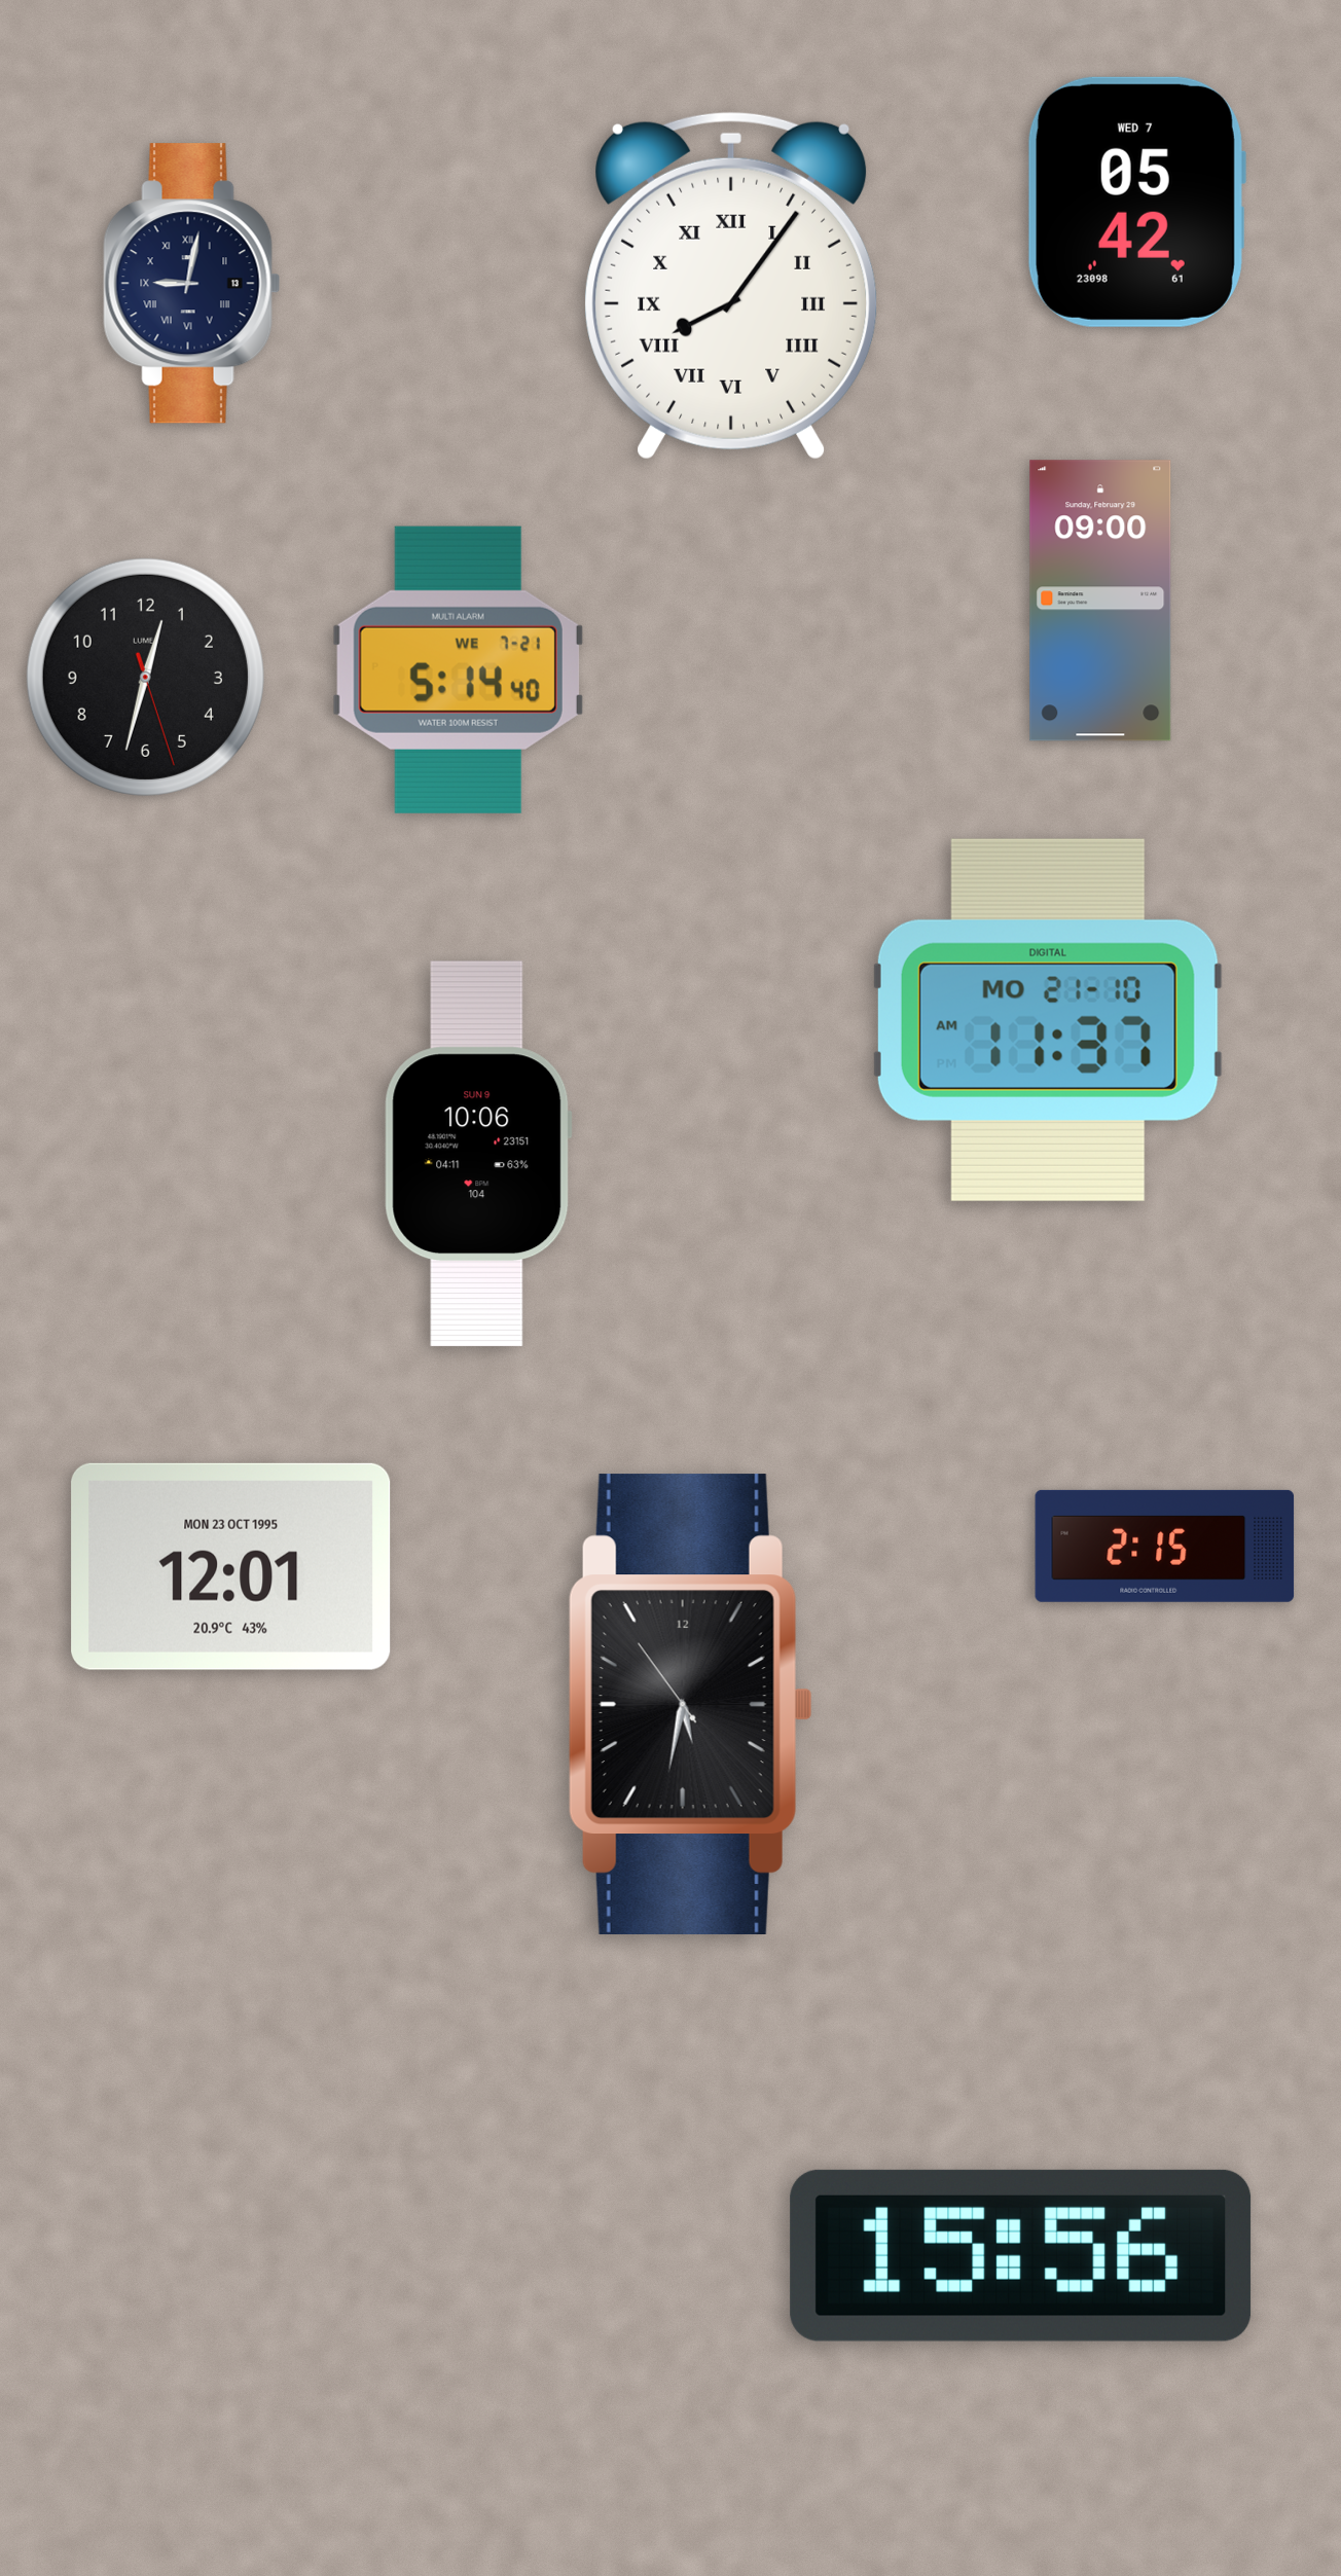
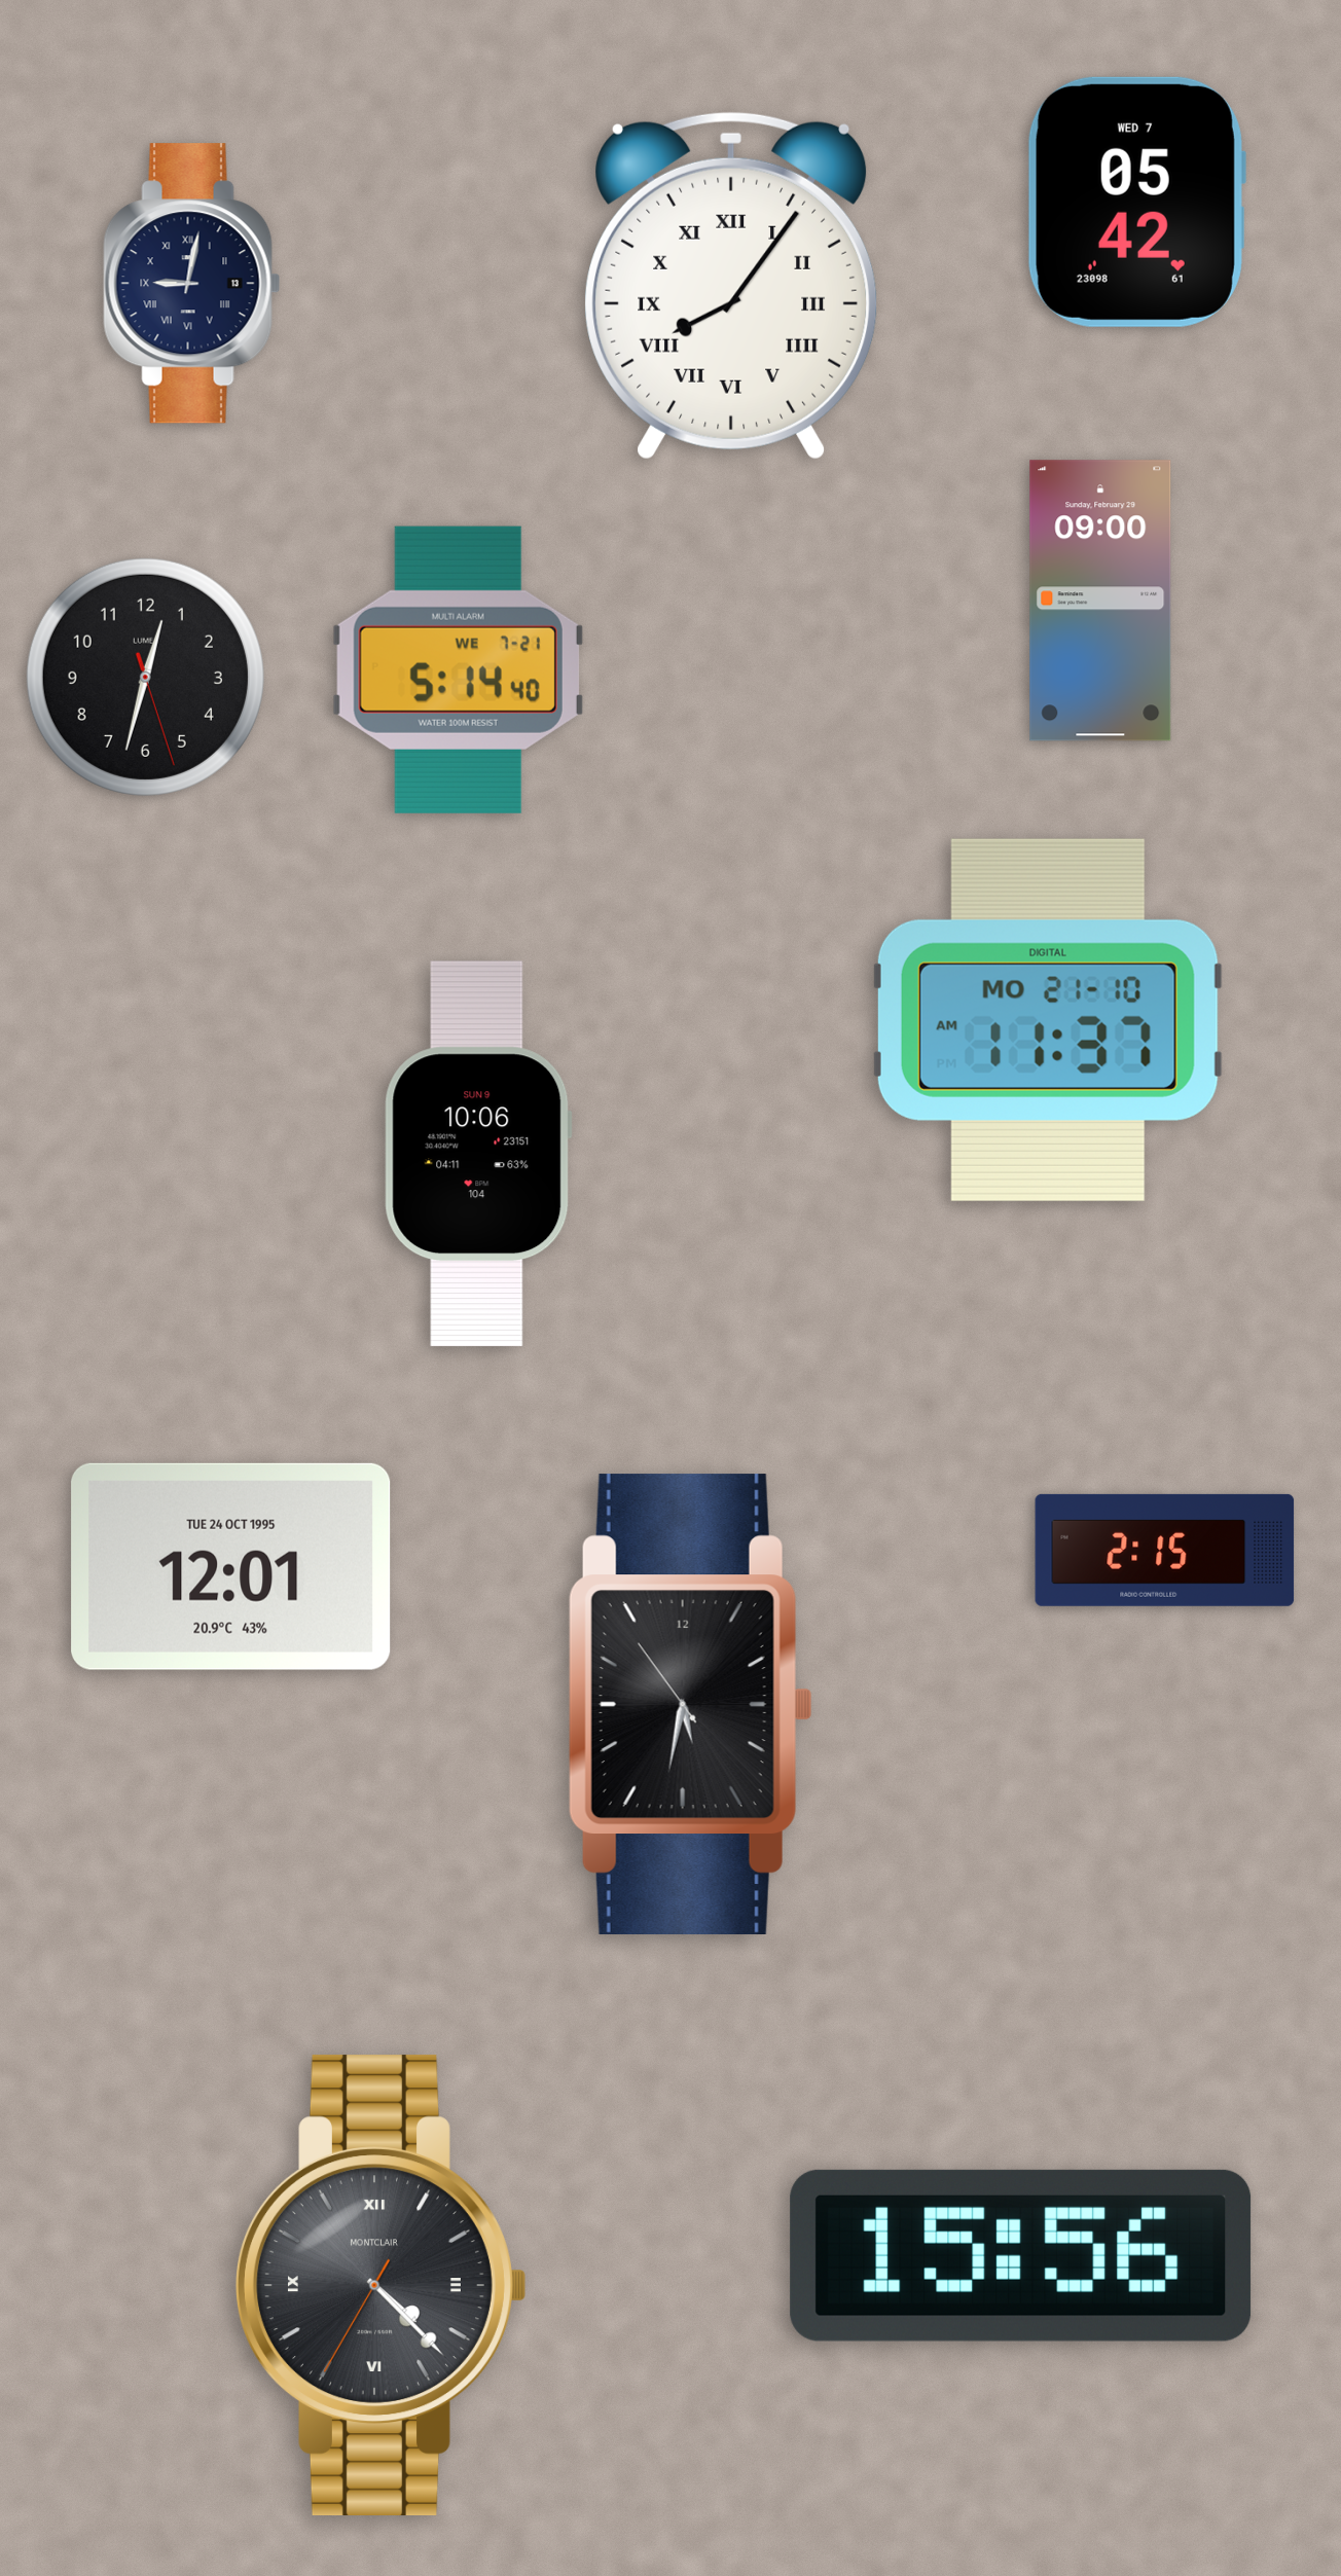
clock at (1165, 1546) position: (1165, 1546) -> (1165, 1550)
clock at (231, 1566) date: MON 23 OCT 1995 -> TUE 24 OCT 1995
clock at (380, 2285): none -> 4:22
